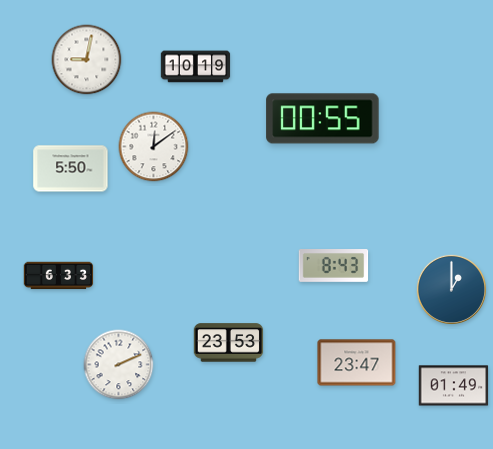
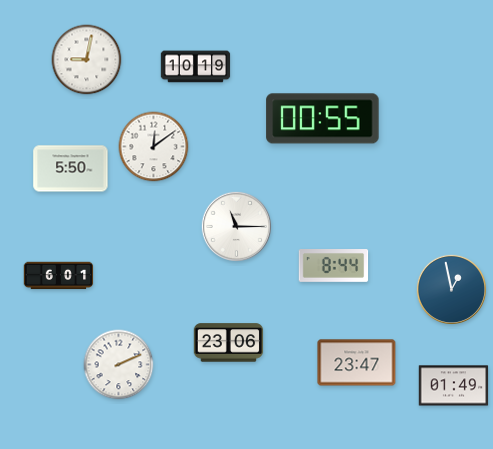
clock at (236, 226): none -> 11:15
clock at (334, 266): 8:43 -> 8:44
clock at (59, 276): 6:33 -> 6:01
clock at (451, 289): 1:00 -> 12:58
clock at (229, 343): 23:53 -> 23:06
